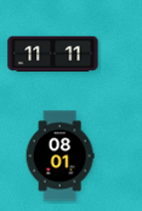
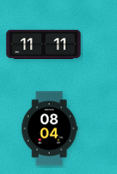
clock at (59, 156): 08:01 -> 08:04
